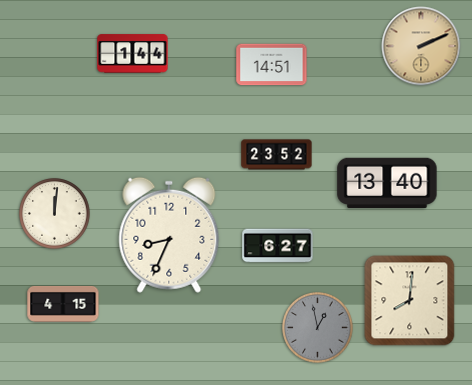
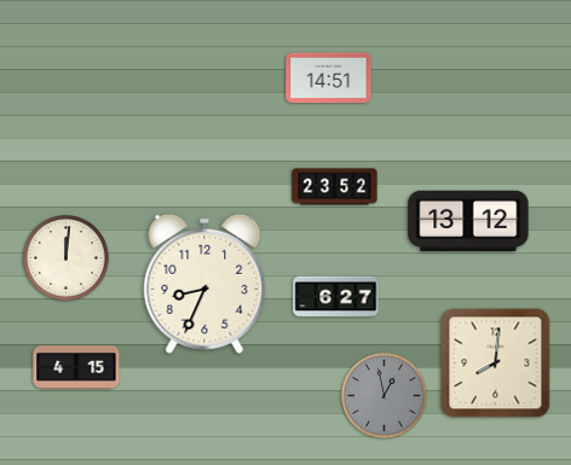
clock at (421, 46): 2:11 -> none
clock at (133, 54): 1:44 -> none
clock at (387, 183): 13:40 -> 13:12
